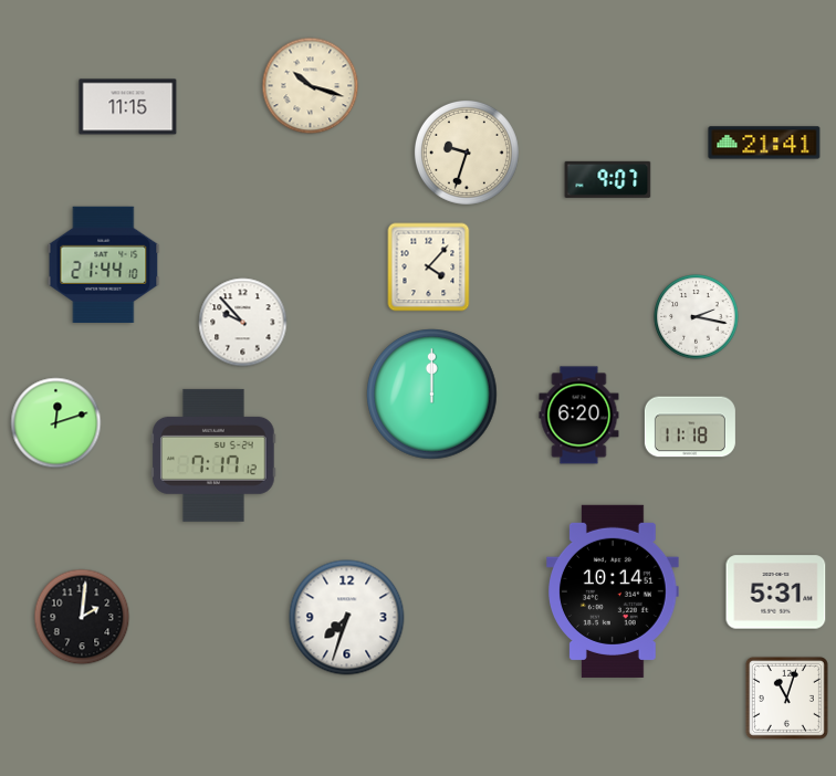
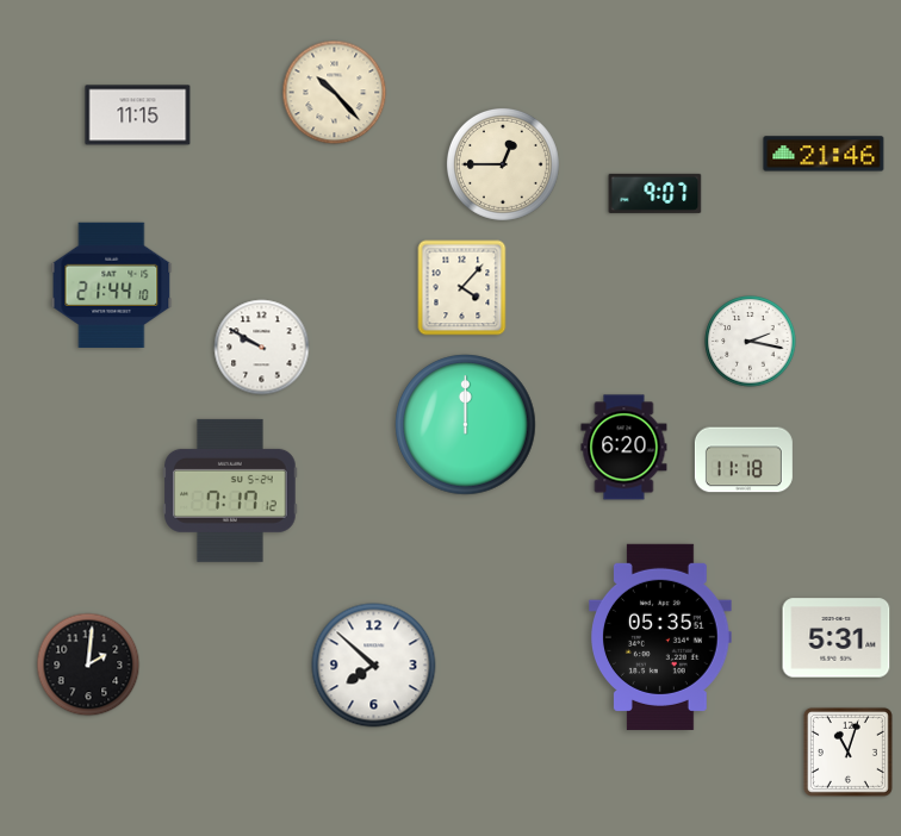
clock at (311, 86): 10:18 -> 10:23
clock at (764, 143): 21:41 -> 21:46
clock at (467, 153): 9:33 -> 12:45
clock at (243, 323): 9:53 -> 9:50
clock at (56, 423): 12:12 -> none
clock at (614, 591): 10:14 -> 05:35
clock at (347, 618): 7:33 -> 7:52
